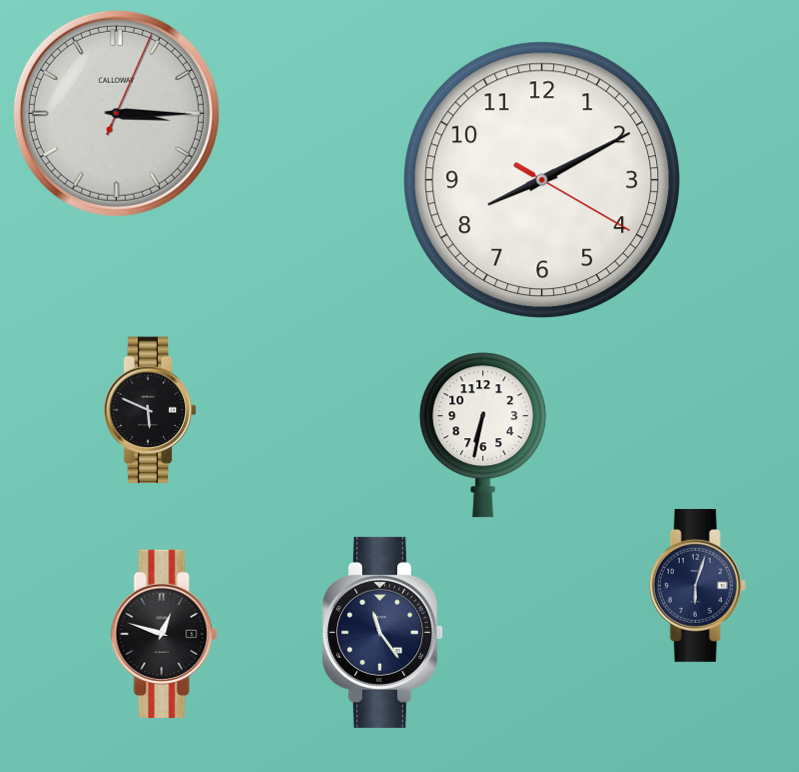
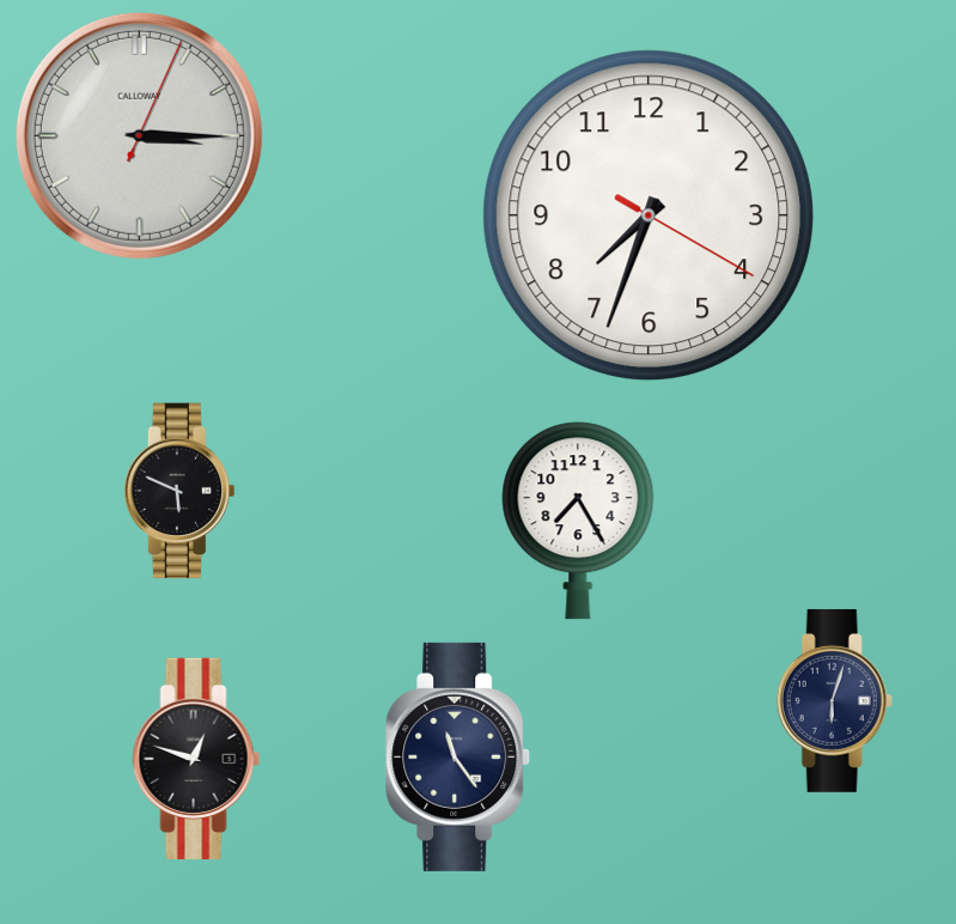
clock at (542, 180): 8:10 -> 7:33
clock at (483, 435): 6:32 -> 7:25
